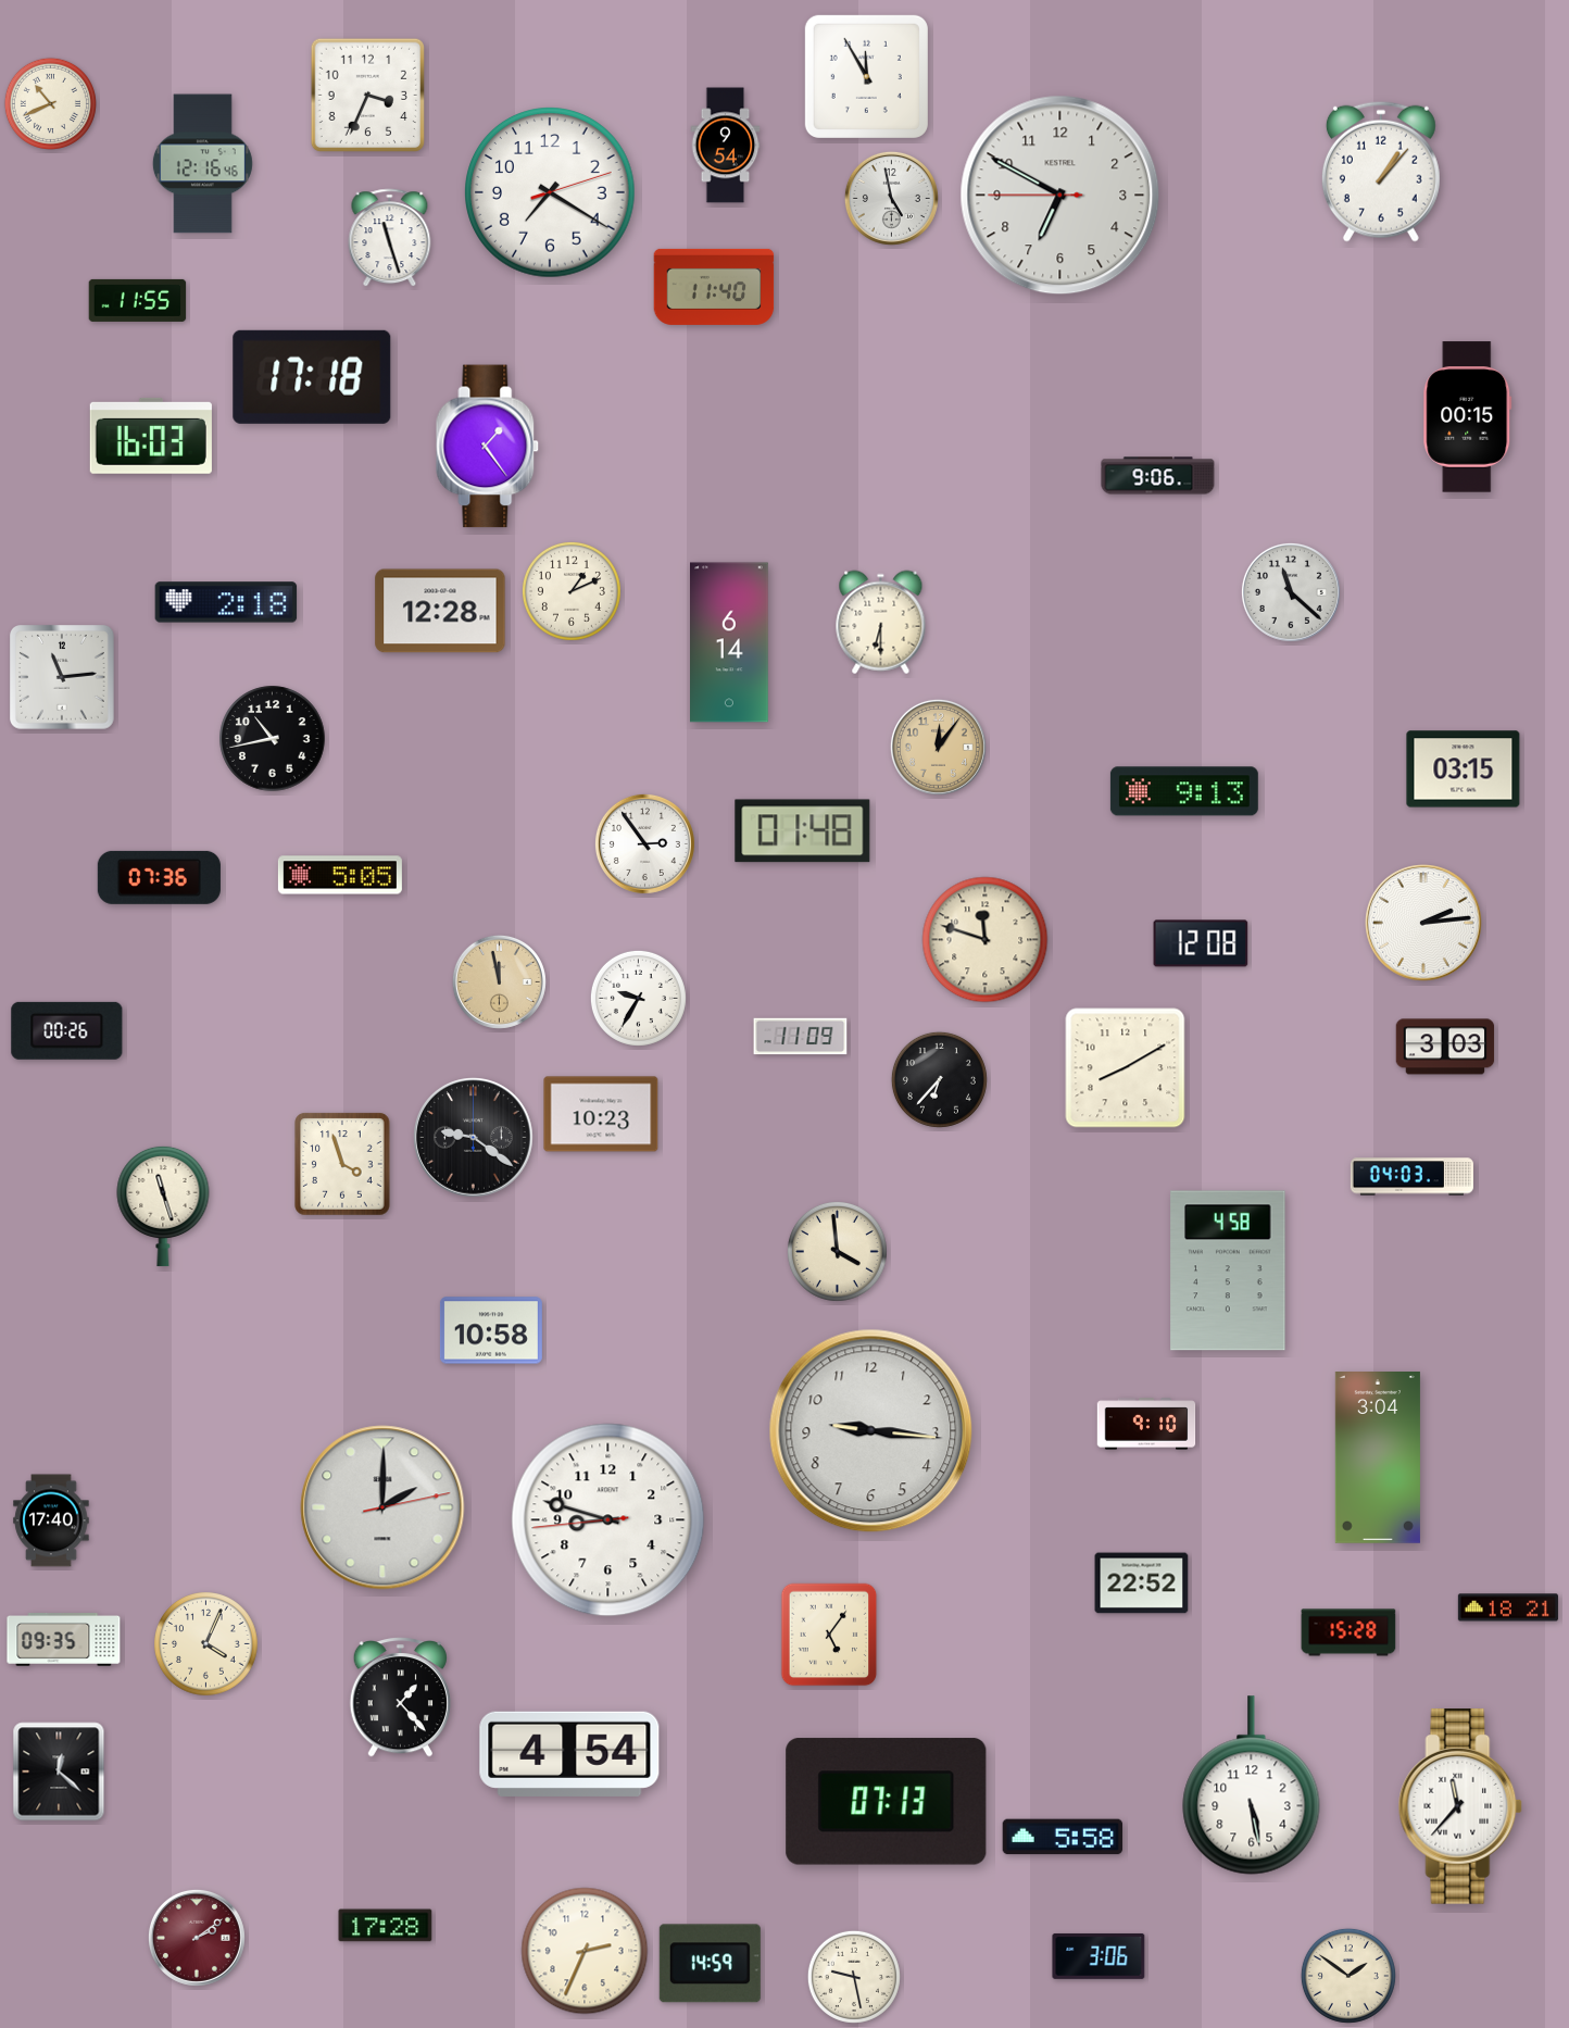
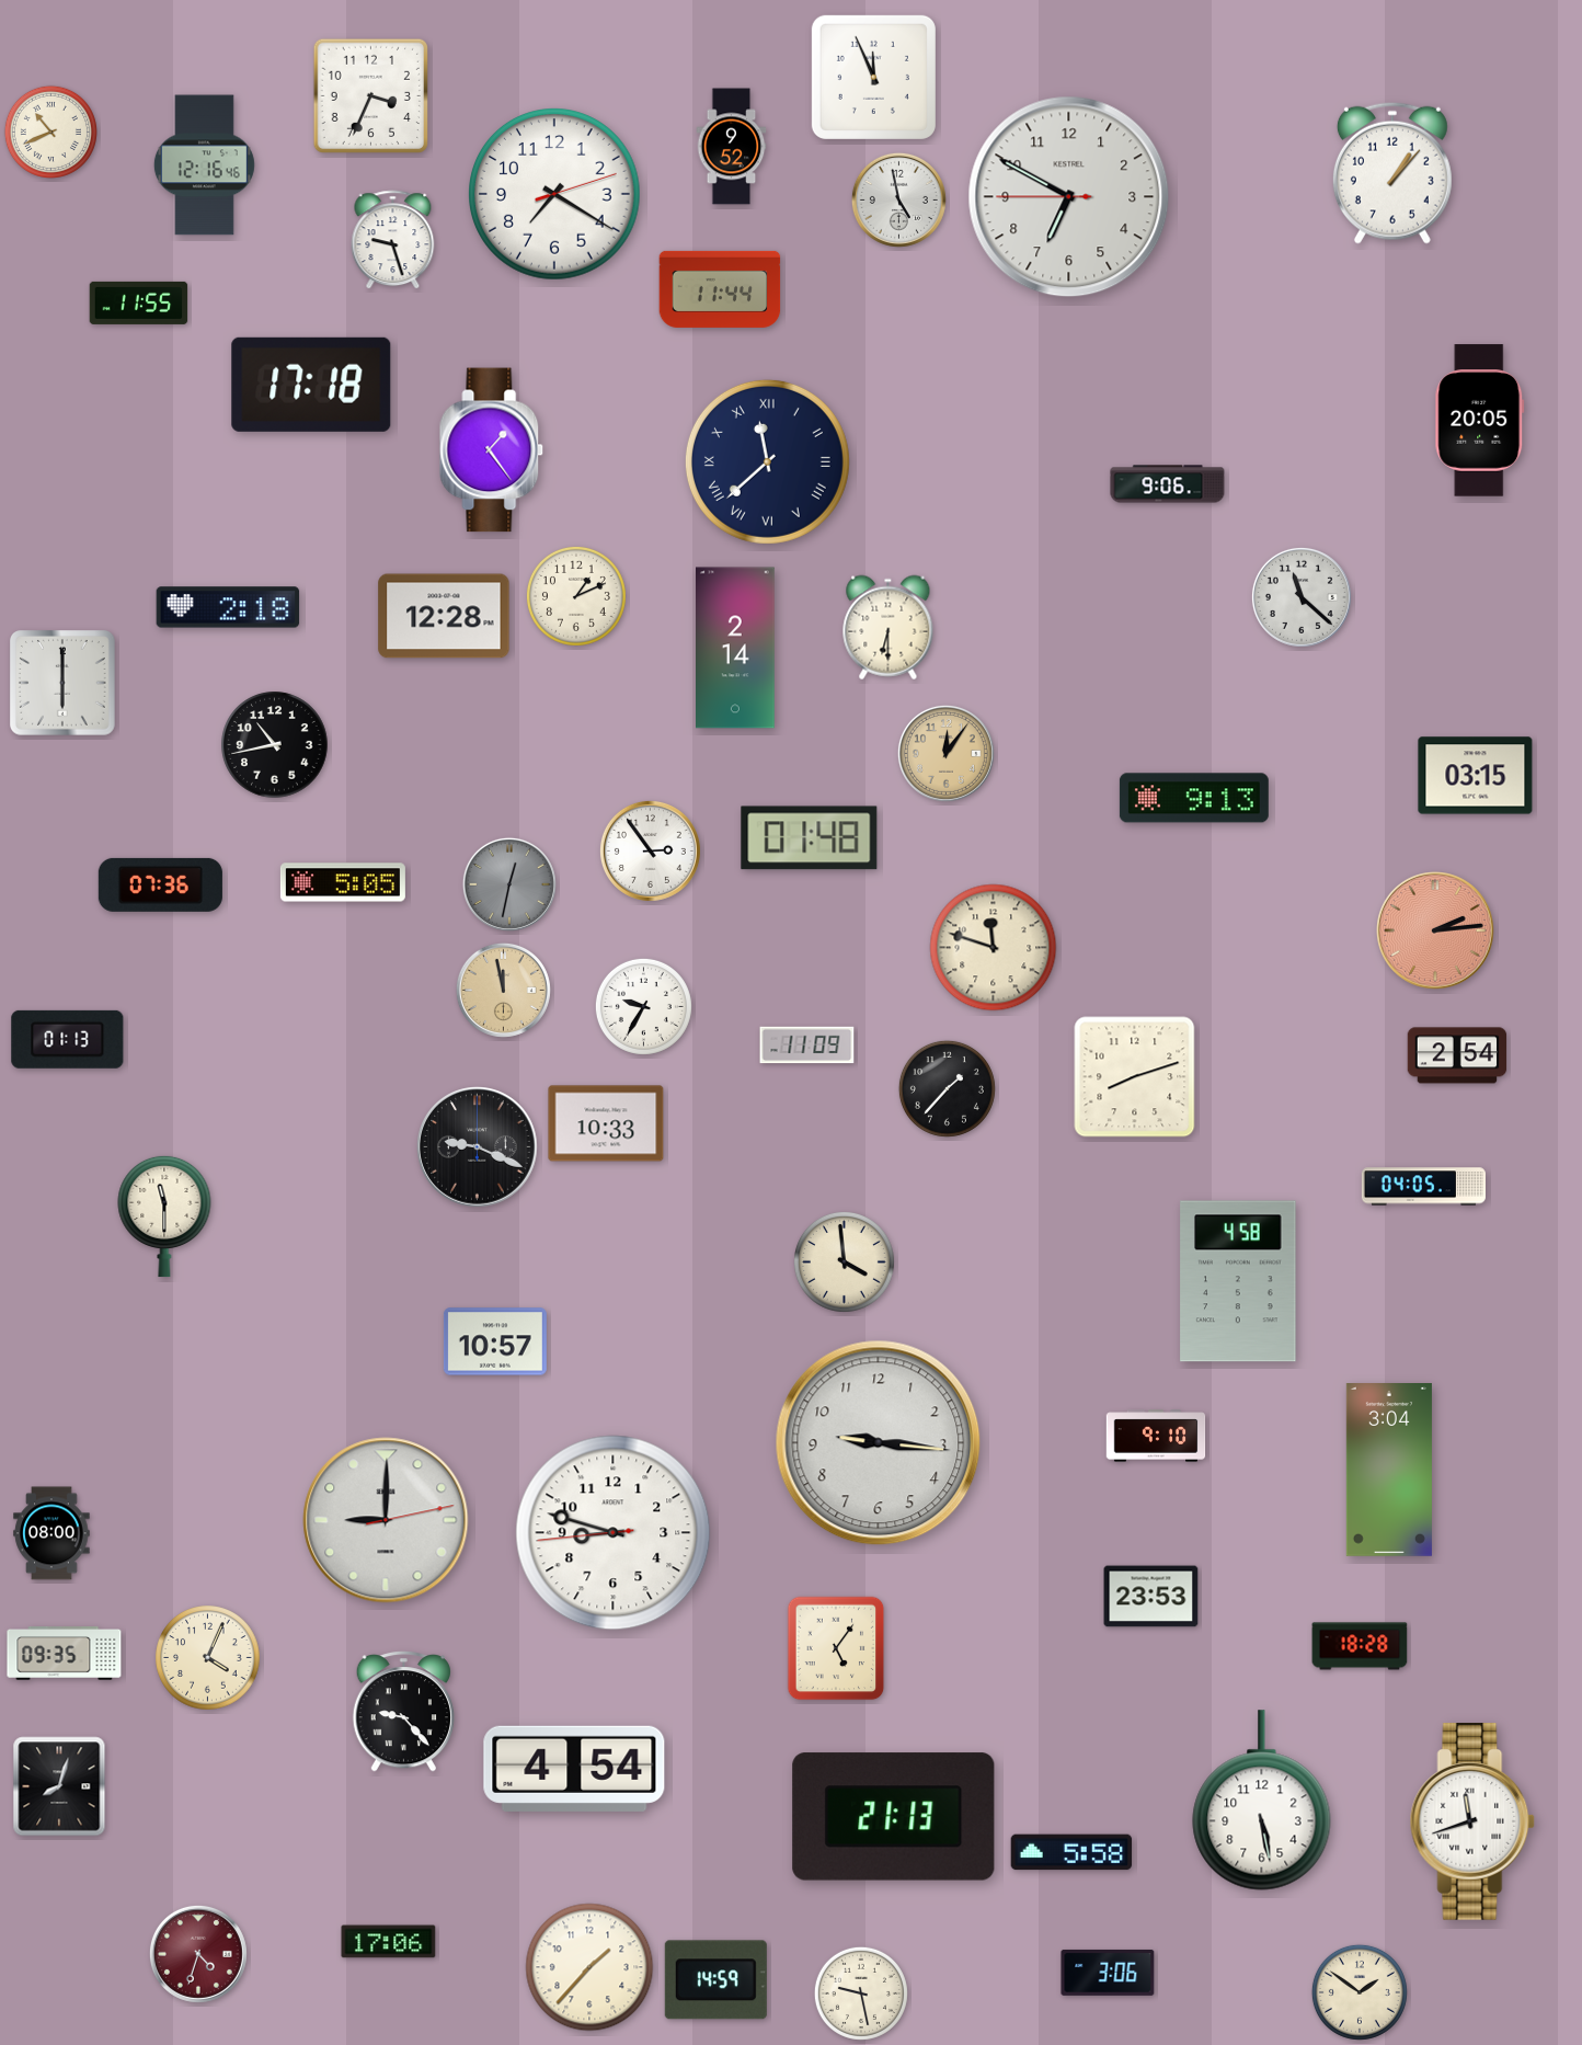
clock at (866, 76): 11:55 -> 11:56
clock at (50, 103) position: (50, 103) -> (50, 132)
clock at (726, 146): 9:54 -> 9:52
clock at (390, 238): 11:27 -> 9:27
clock at (714, 287): 11:40 -> 11:44
clock at (312, 377) position: (312, 377) -> (311, 385)
clock at (1468, 417): 00:15 -> 20:05
clock at (151, 436): 16:03 -> none
clock at (767, 461): none -> 11:38
clock at (1158, 476) position: (1158, 476) -> (1168, 484)
clock at (729, 642): 6:14 -> 2:14
clock at (63, 678): 11:14 -> 6:00
clock at (509, 884): none -> 12:32
clock at (1424, 924) dial: white -> salmon
clock at (1201, 943): 12:08 -> none
clock at (67, 1030): 00:26 -> 01:13
clock at (1445, 1047): 3:03 -> 2:54
clock at (1126, 1068): 8:10 -> 8:12
clock at (939, 1079): 6:37 -> 1:37
clock at (601, 1114): 10:23 -> 10:33
clock at (474, 1138): 9:21 -> 9:19
clock at (342, 1164): 3:57 -> none
clock at (1411, 1177): 04:03 -> 04:05
clock at (163, 1206): 11:27 -> 11:30
clock at (491, 1330): 10:58 -> 10:57
clock at (382, 1507): 2:00 -> 9:00
clock at (51, 1520): 17:40 -> 08:00
clock at (1142, 1583): 22:52 -> 23:53
clock at (1508, 1607): 18:21 -> none
clock at (1348, 1632): 15:28 -> 18:28
clock at (400, 1698): 1:23 -> 9:23
clock at (59, 1772): 12:22 -> 8:03
clock at (887, 1802): 07:13 -> 21:13
clock at (1460, 1807): 11:37 -> 11:42
clock at (386, 1926): 17:28 -> 17:06
clock at (197, 1938): 2:09 -> 4:33
clock at (585, 1951): 2:34 -> 1:37
